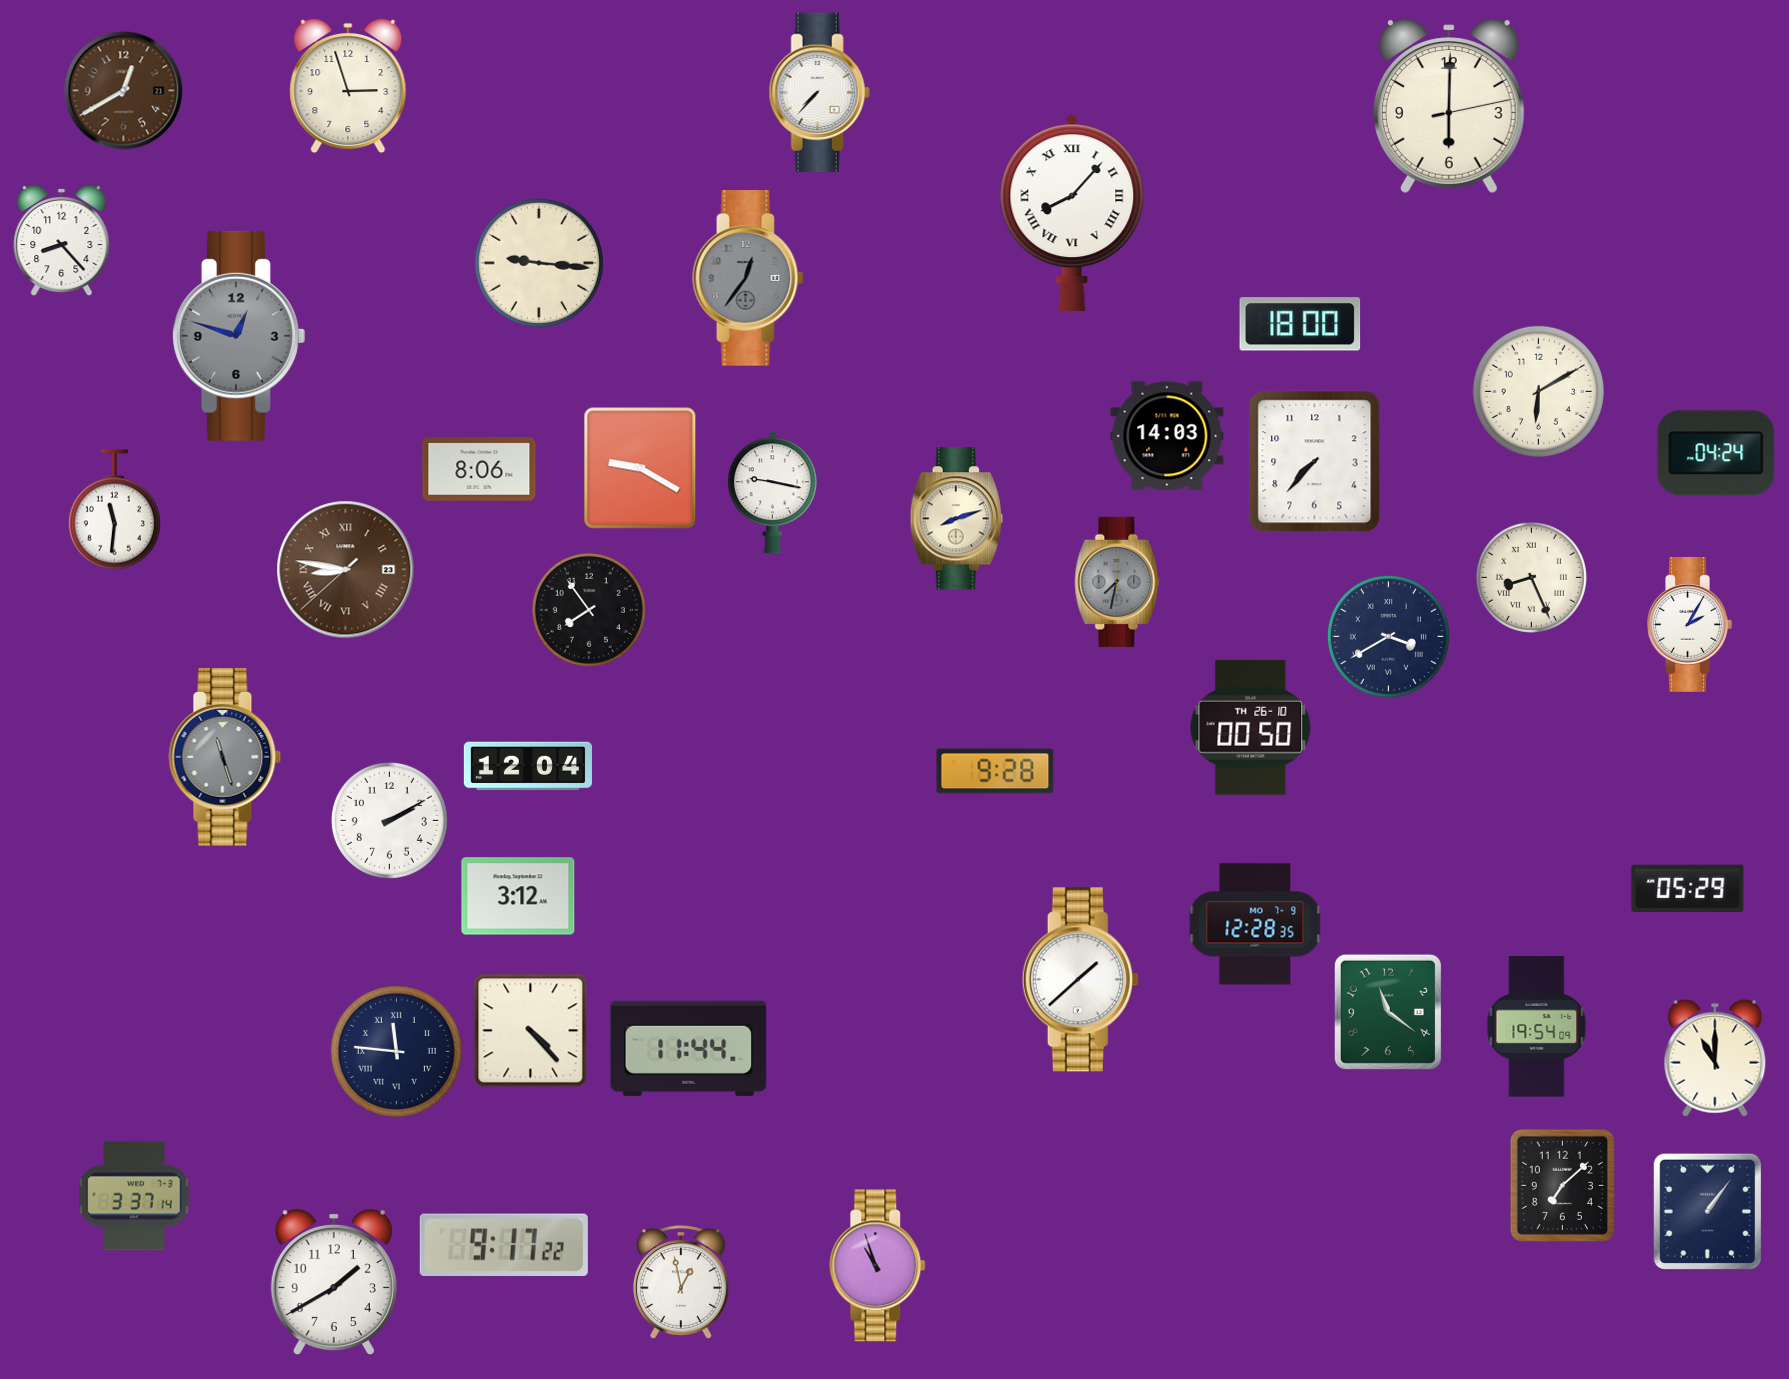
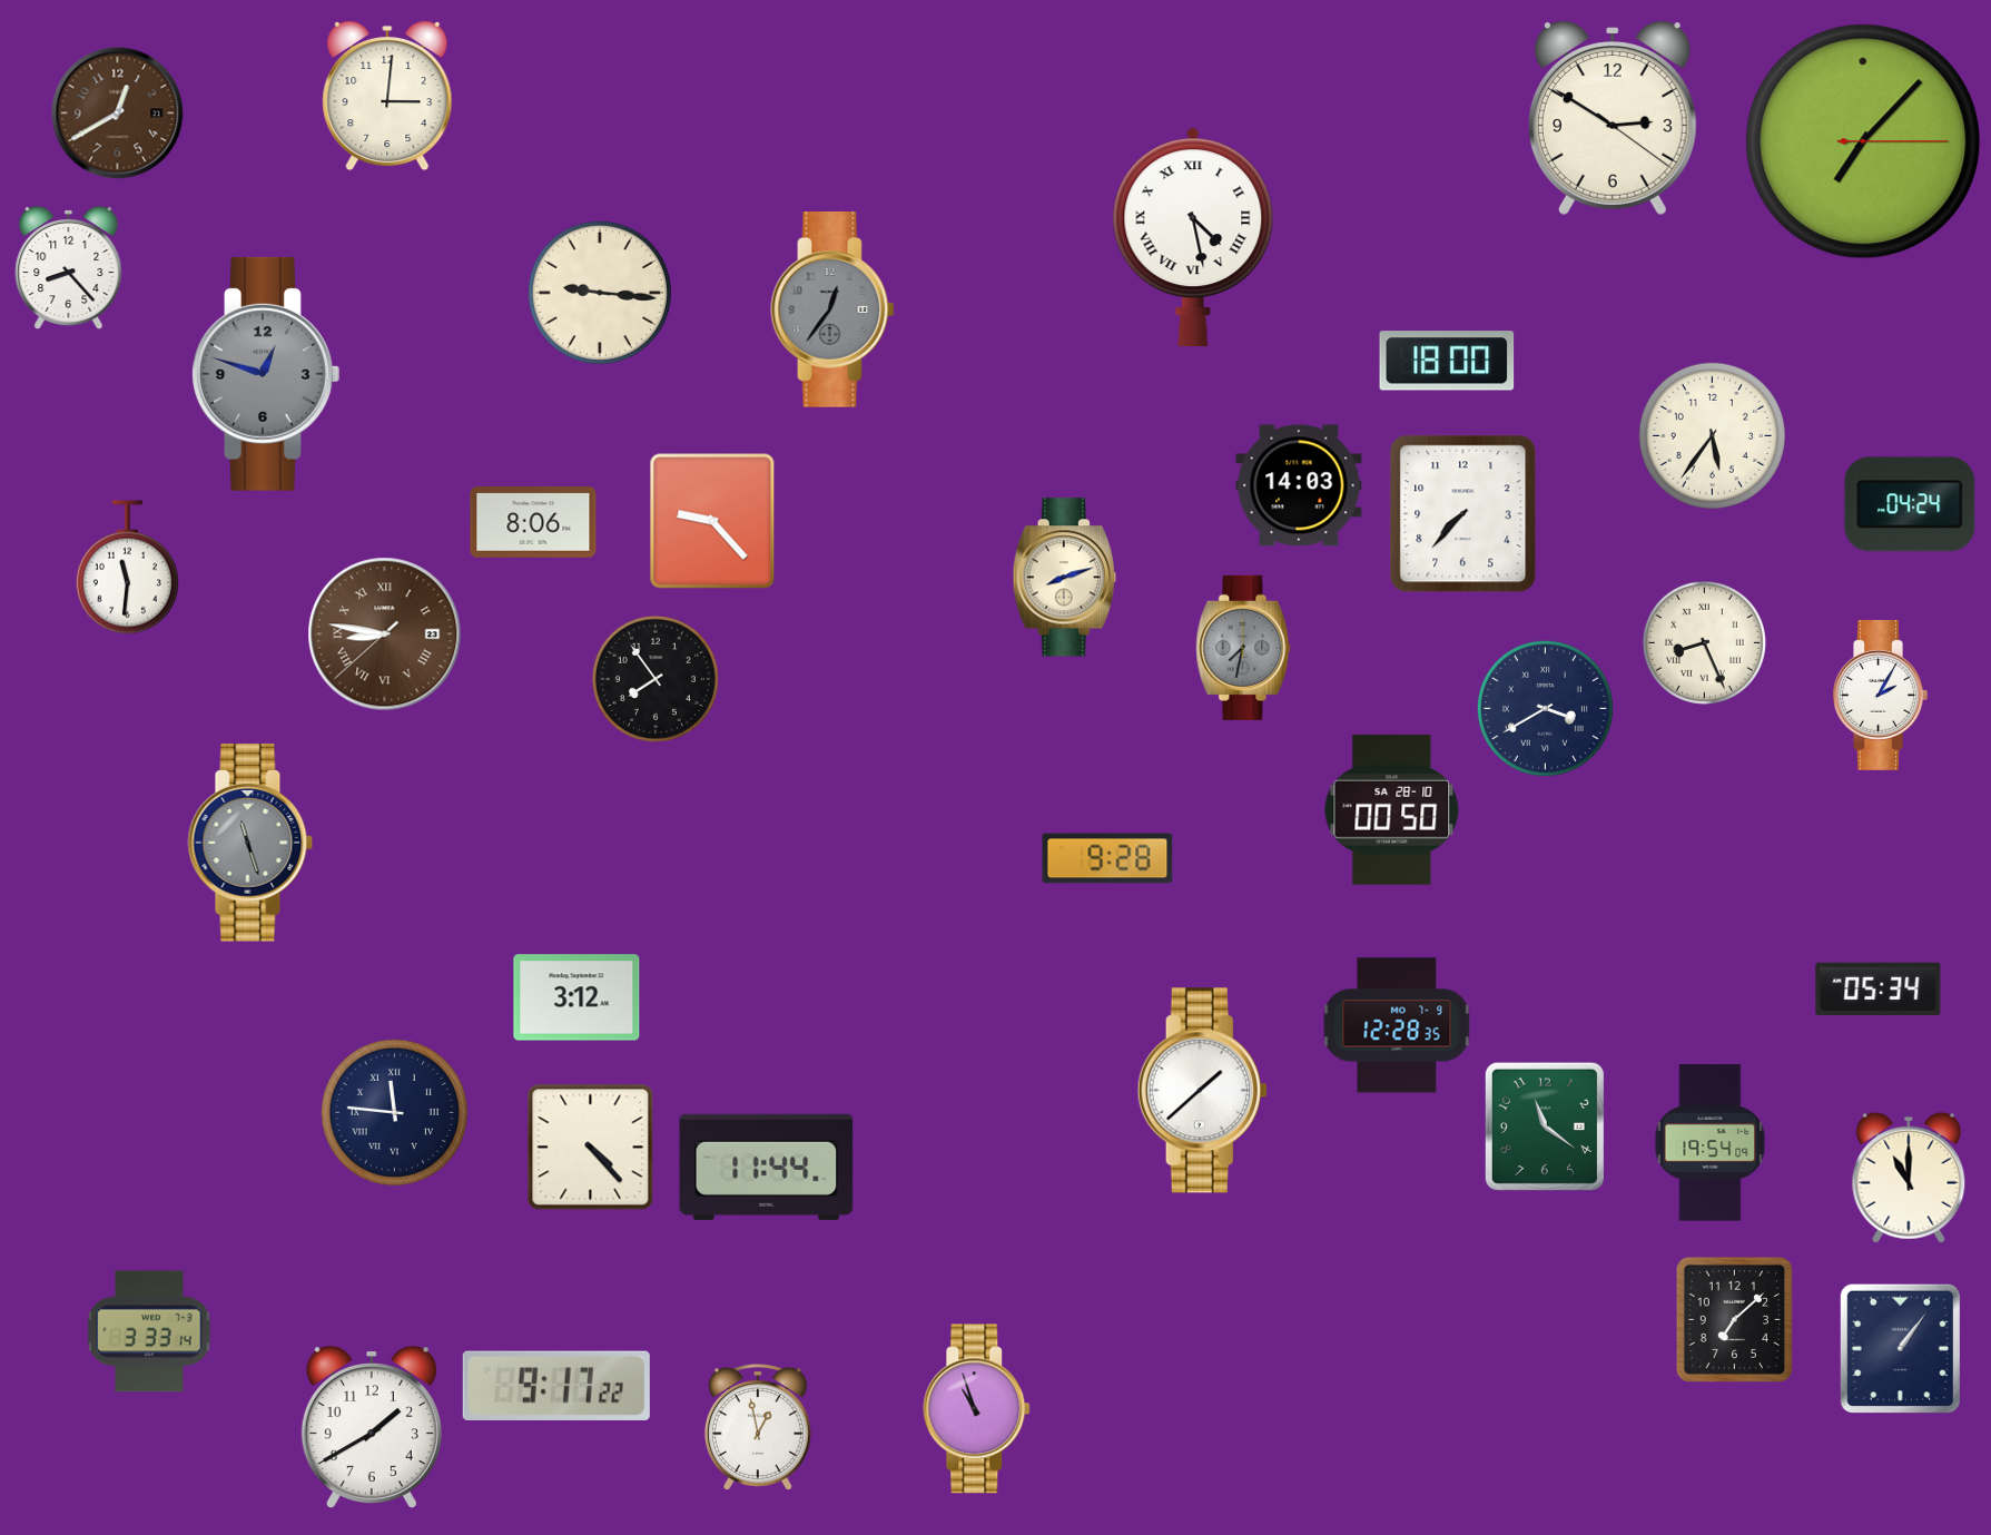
clock at (348, 86): 2:57 -> 3:01
clock at (124, 91) position: (124, 91) -> (118, 114)
clock at (819, 93): 7:37 -> none
clock at (1449, 106): 6:00 -> 2:50
clock at (1863, 141): none -> 7:07
clock at (1072, 213): 8:07 -> 4:28
clock at (1538, 391): 6:10 -> 5:36
clock at (640, 468): 9:20 -> 9:23
clock at (772, 493): 9:17 -> none
clock at (1251, 727) date: TH 26-10 -> SA 28-10
clock at (528, 766): 12:04 -> none
clock at (389, 820): 2:10 -> none
clock at (1688, 889): 05:29 -> 05:34
clock at (1255, 924) position: (1255, 924) -> (1397, 1025)
clock at (396, 1051) position: (396, 1051) -> (394, 1112)
clock at (1562, 1185) position: (1562, 1185) -> (1734, 1319)
clock at (134, 1196): 3:37 -> 3:33
clock at (504, 1245) position: (504, 1245) -> (556, 1386)
